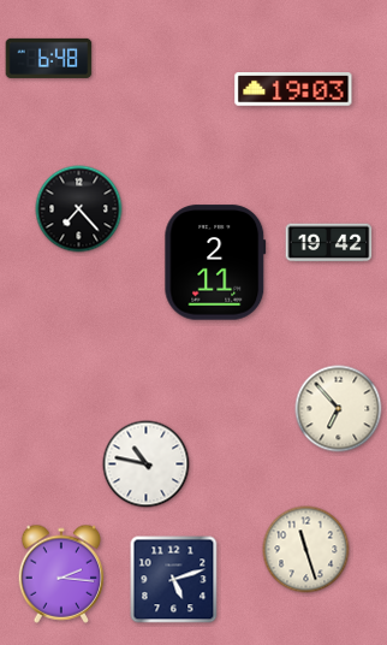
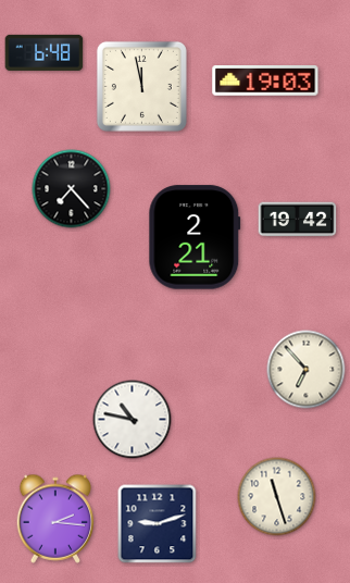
clock at (141, 86): none -> 11:58
clock at (215, 262): 2:11 -> 2:21
clock at (174, 580): 5:12 -> 9:12
